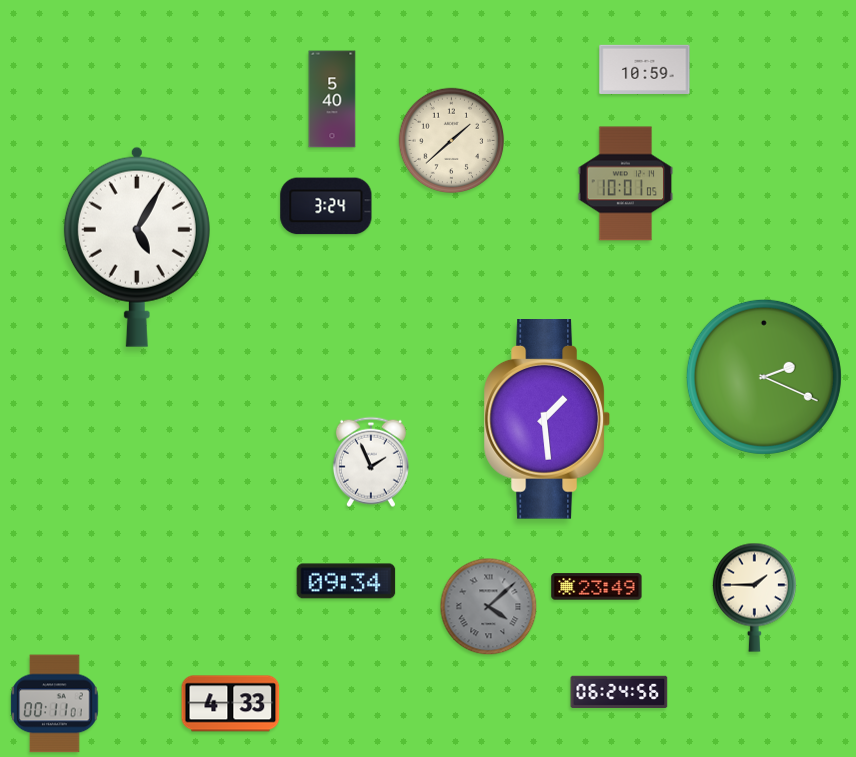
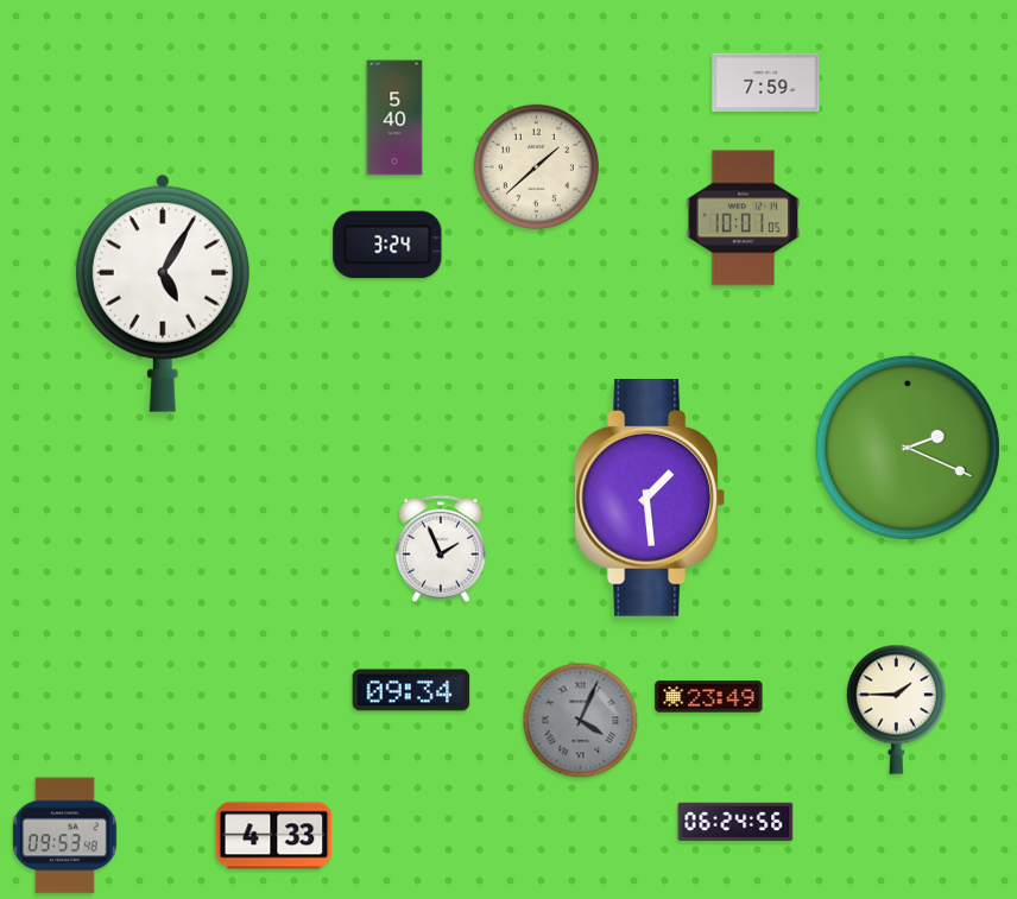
clock at (645, 69): 10:59 -> 7:59
clock at (489, 607): 4:08 -> 4:04
clock at (55, 704): 00:11 -> 09:53
